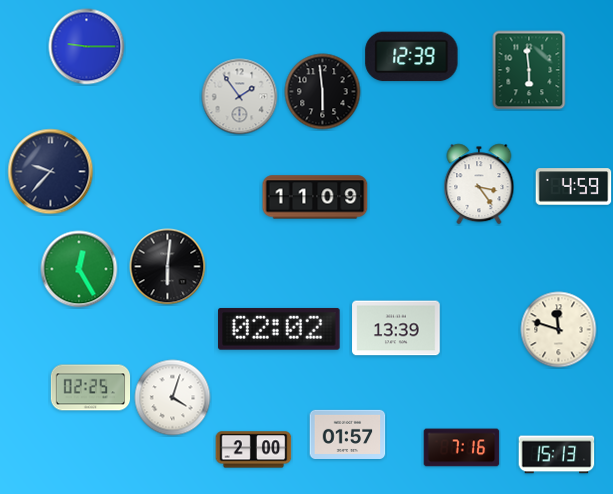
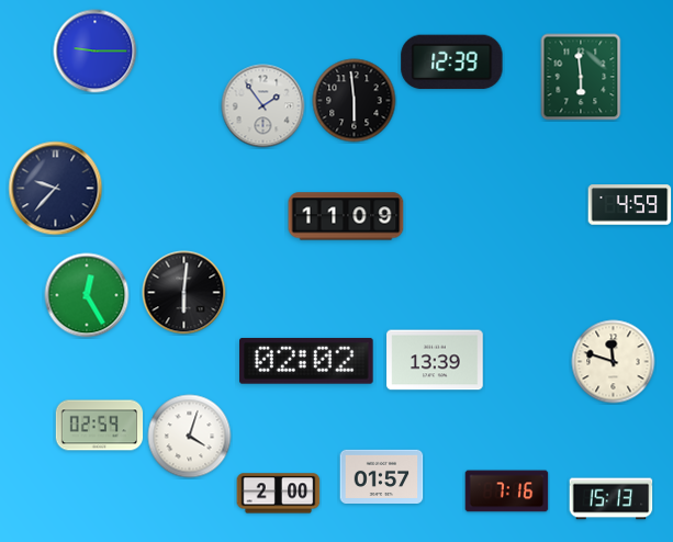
clock at (479, 184): 3:24 -> none
clock at (91, 388): 02:25 -> 02:59
